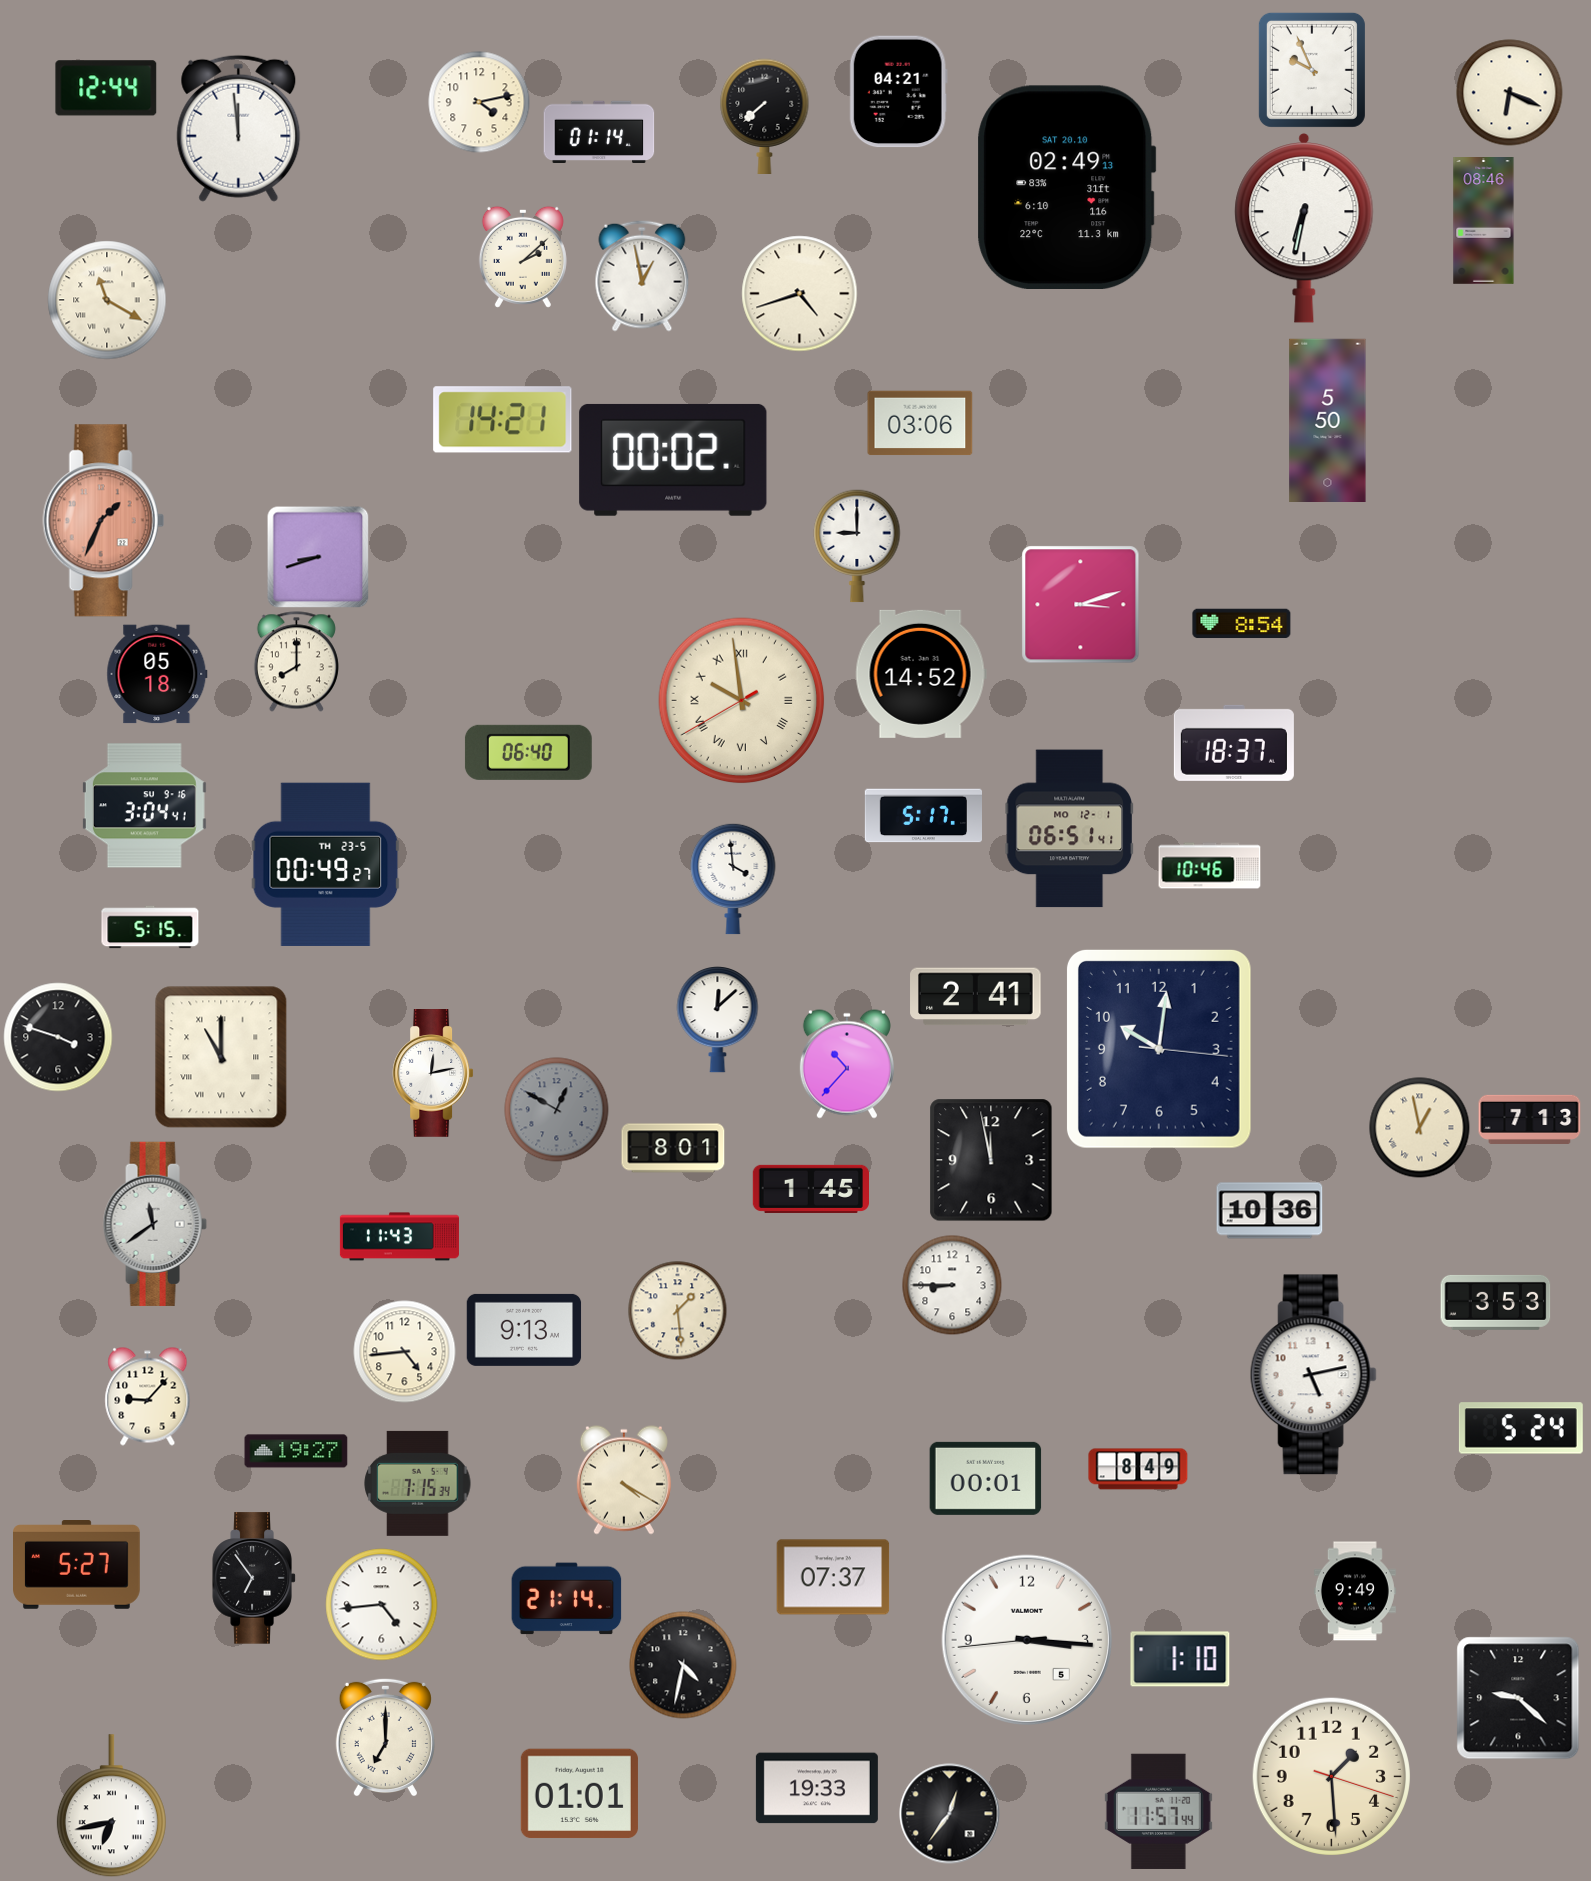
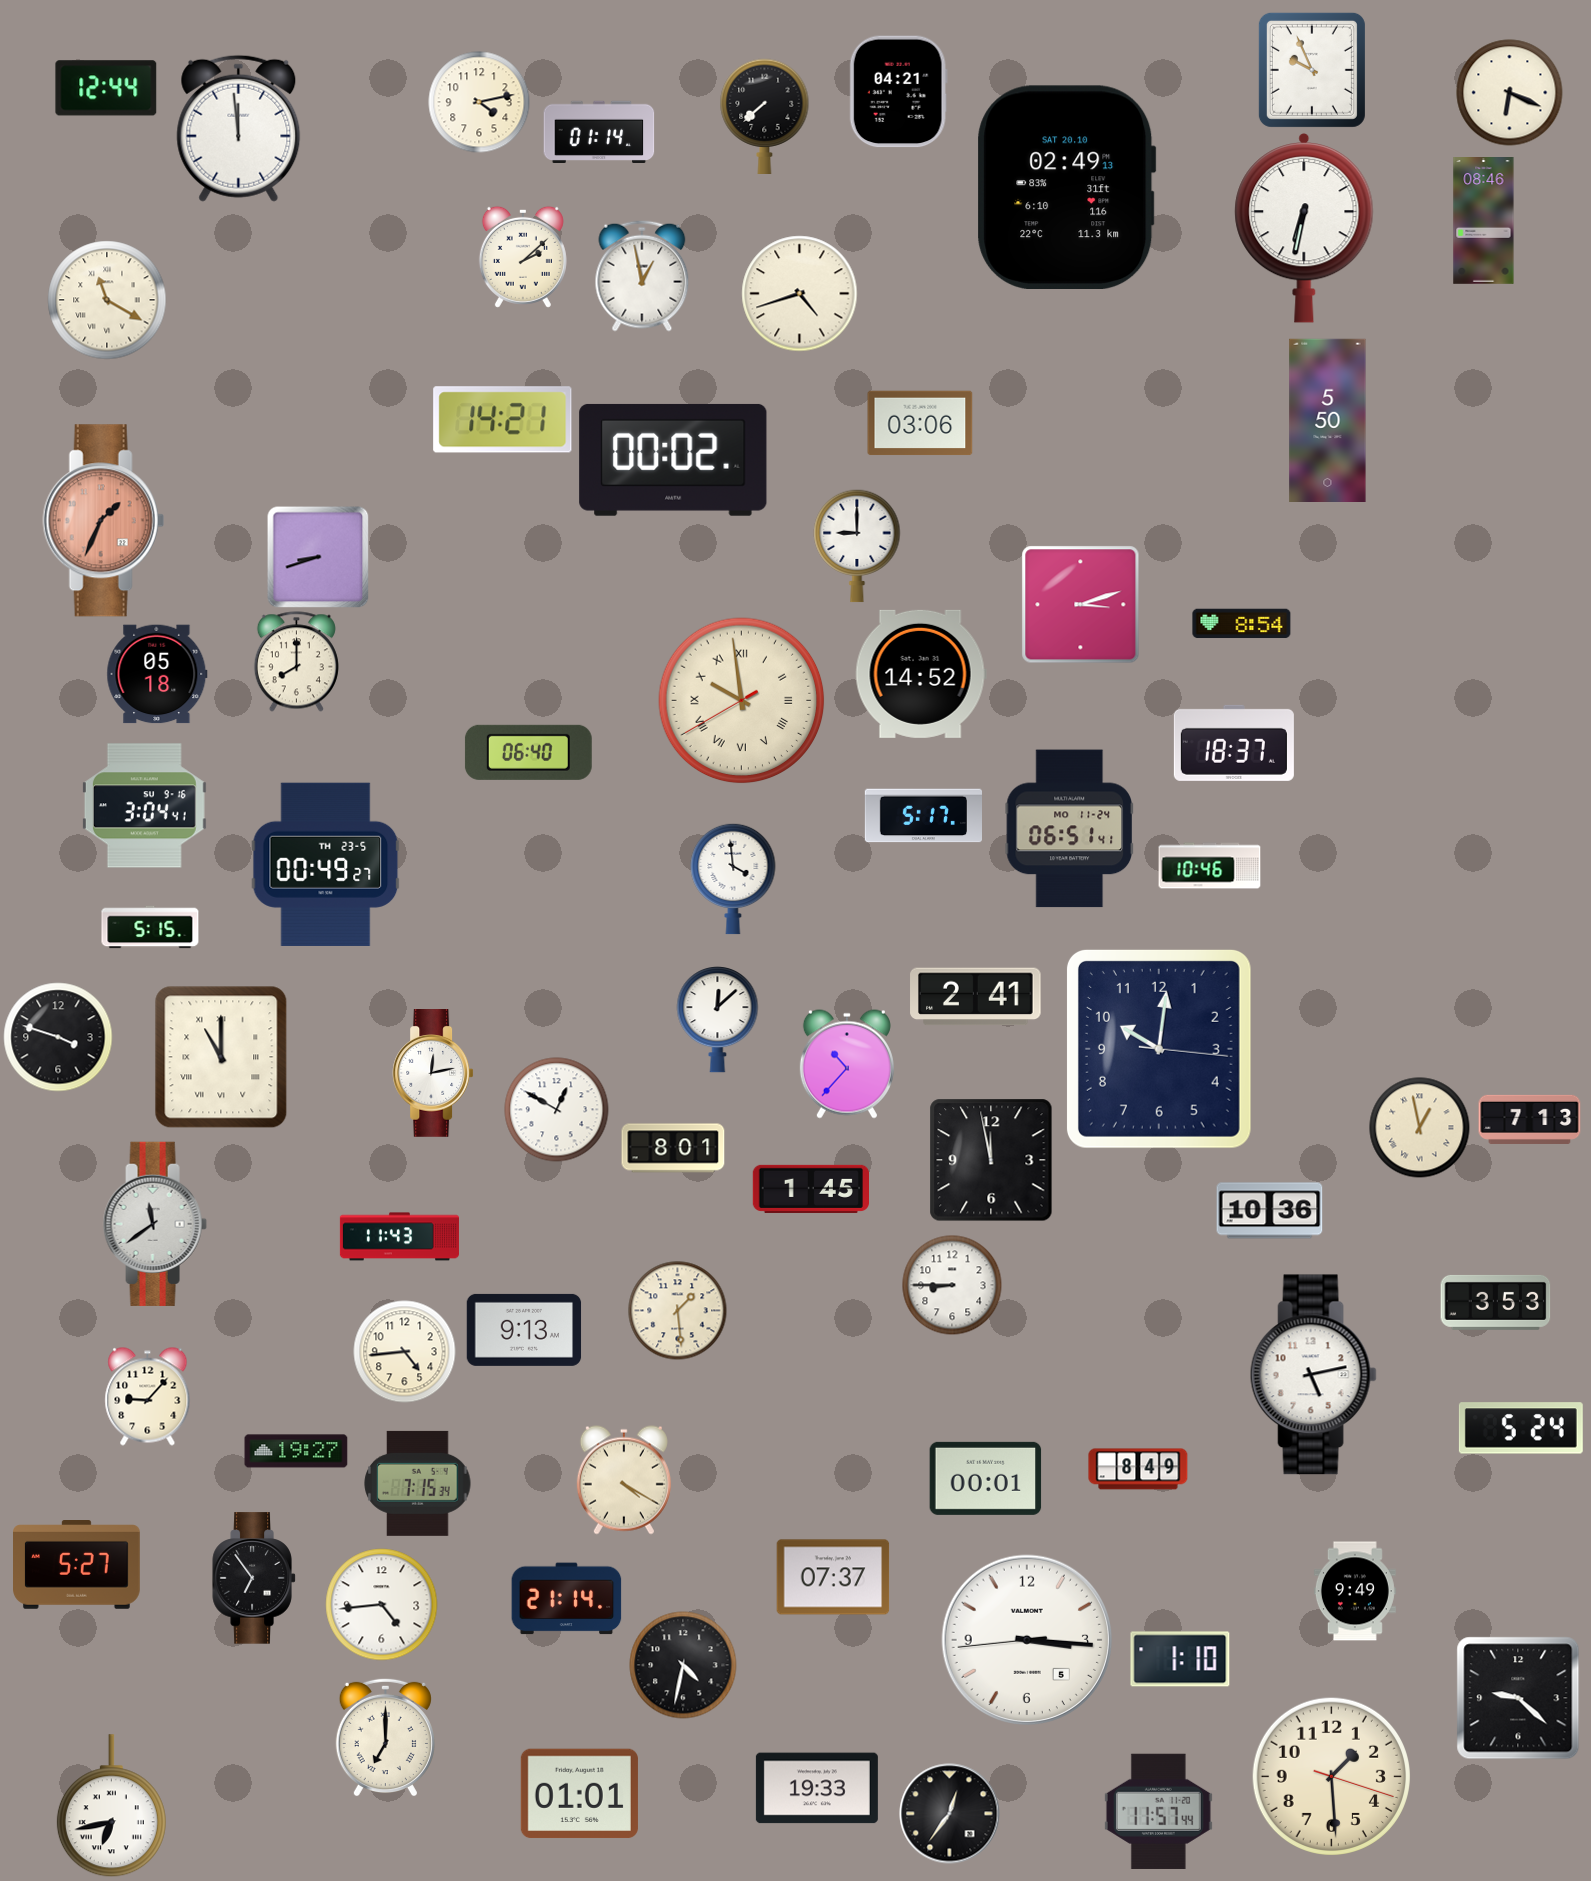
clock at (1069, 829) date: MO 12-1 -> MO 11-24
clock at (557, 1110) dial: grey -> white
